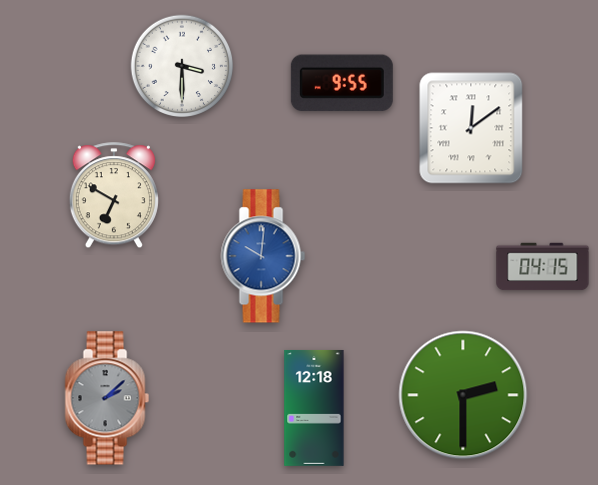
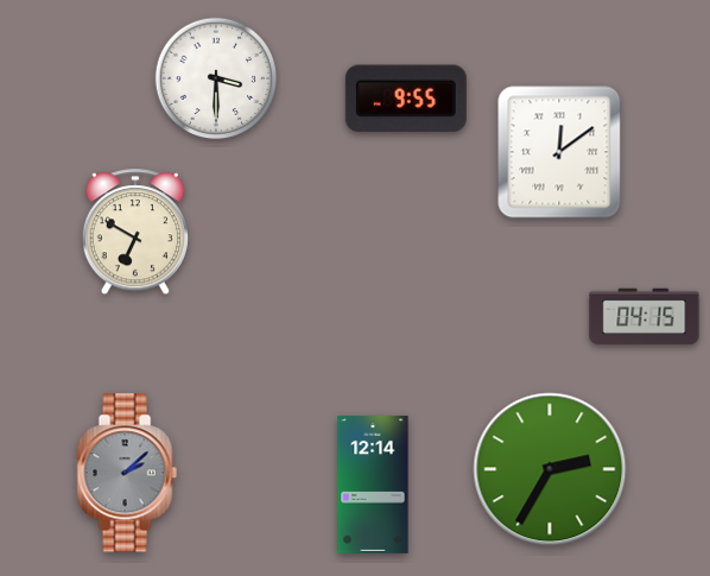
clock at (263, 256): 10:01 -> none
clock at (463, 395): 2:30 -> 2:35
clock at (314, 408): 12:18 -> 12:14
